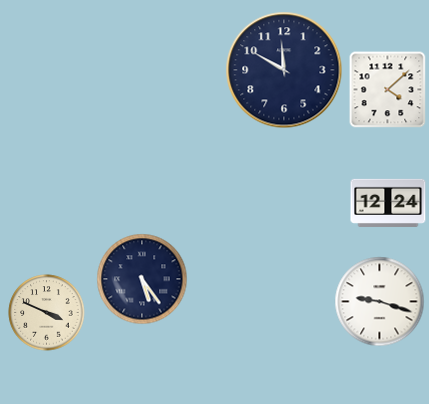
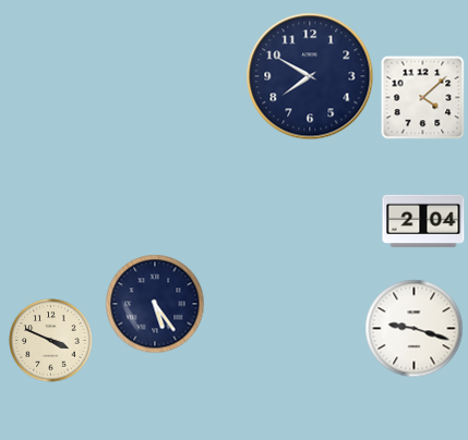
clock at (284, 70): 11:50 -> 7:50
clock at (388, 203): 12:24 -> 2:04
